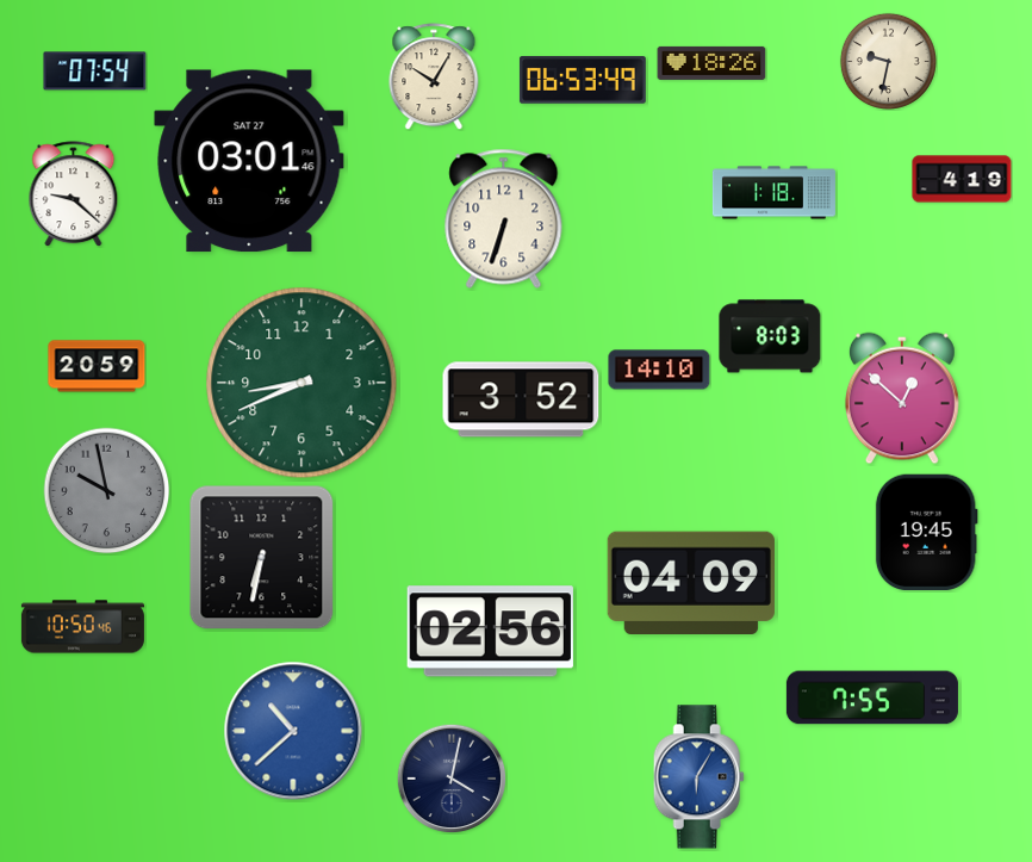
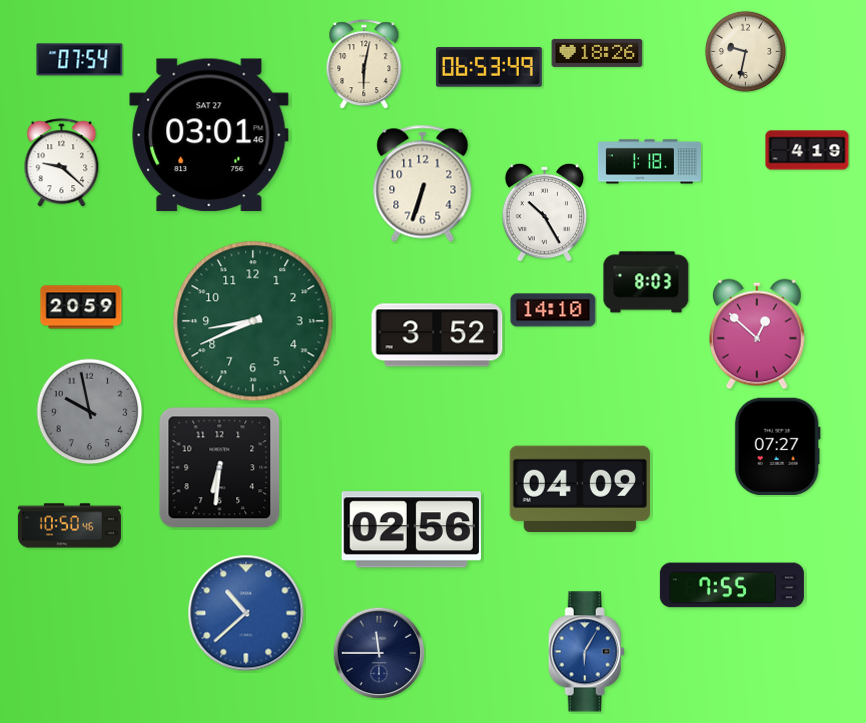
clock at (434, 76): 10:05 -> 6:02
clock at (544, 212): none -> 10:25
clock at (926, 532): 19:45 -> 07:27
clock at (262, 558): 6:32 -> 6:31
clock at (452, 779): 4:02 -> 11:45
